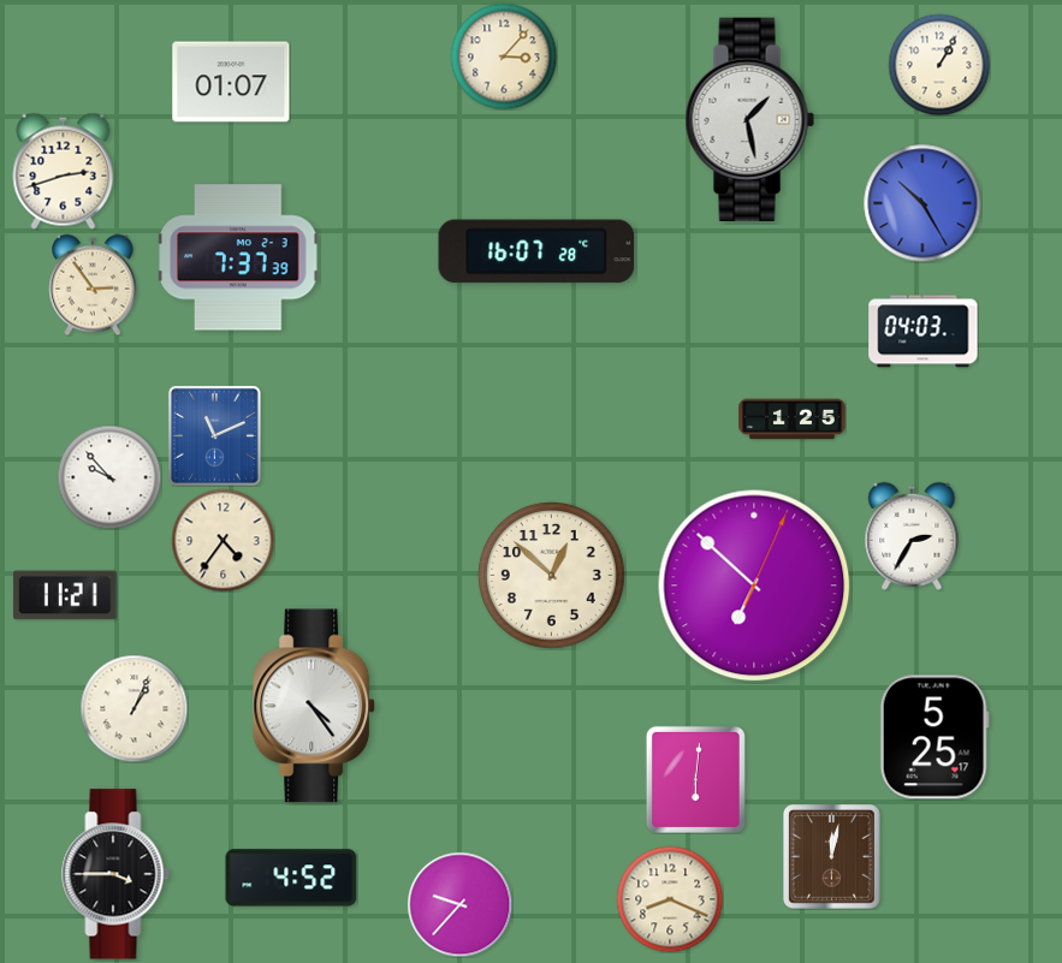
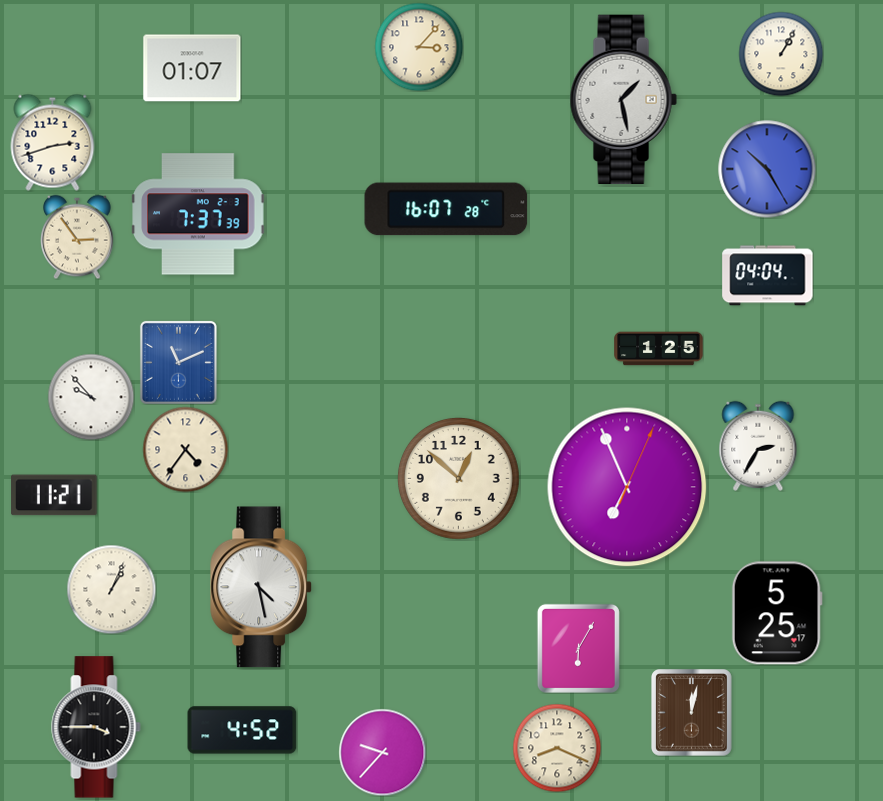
clock at (924, 332): 04:03 -> 04:04
clock at (754, 585): 6:52 -> 6:56
clock at (315, 706): 4:24 -> 4:28
clock at (695, 779): 6:01 -> 6:05
